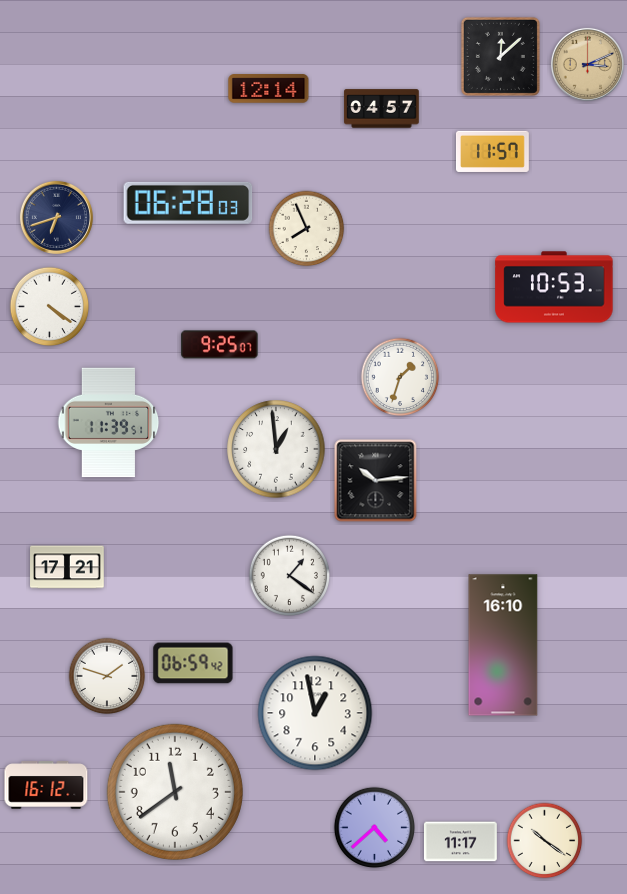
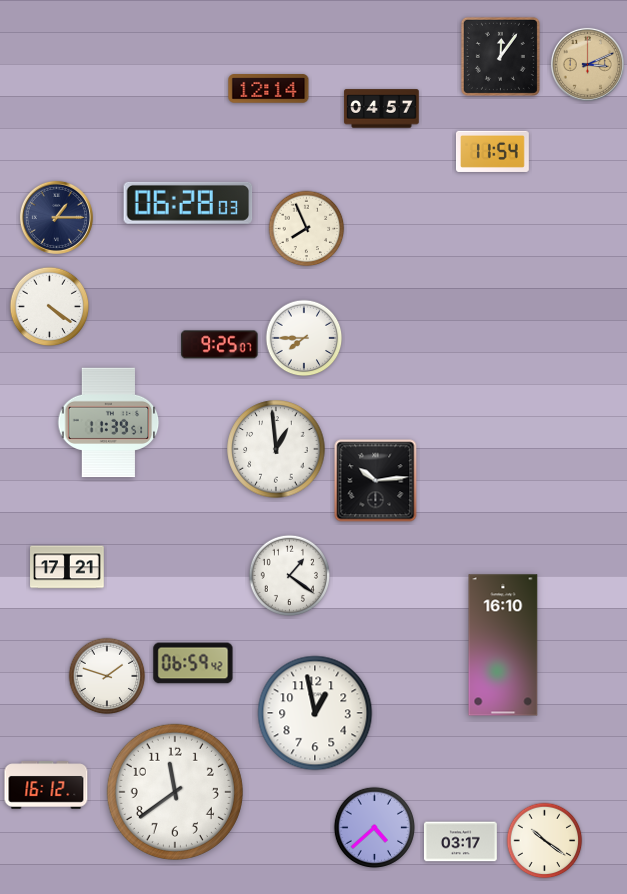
clock at (500, 56): 12:08 -> 12:06
clock at (492, 151): 11:57 -> 11:54
clock at (56, 217): 6:42 -> 1:15
clock at (554, 287): 10:53 -> none
clock at (304, 338): none -> 7:45
clock at (400, 377): 1:33 -> none
clock at (460, 842): 11:17 -> 03:17
